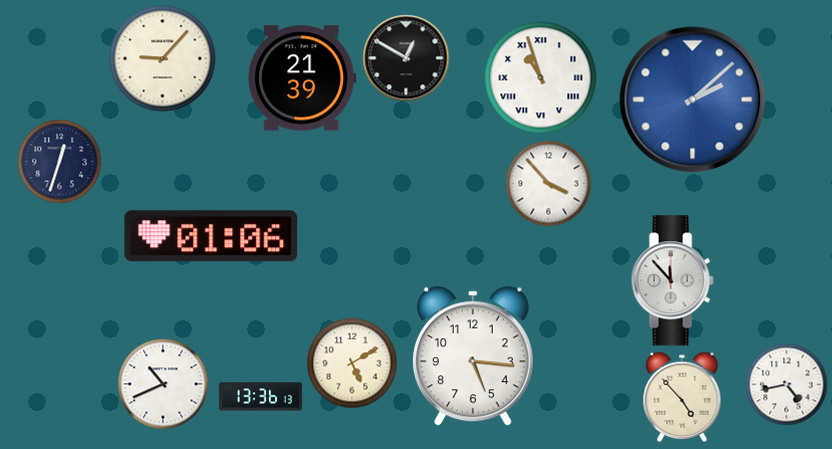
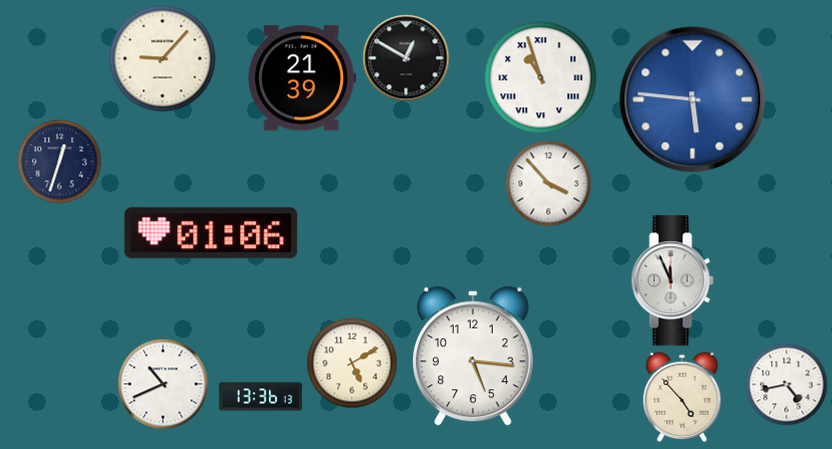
clock at (693, 100): 2:08 -> 5:46
clock at (211, 236) position: (211, 236) -> (211, 233)
clock at (672, 281): 11:53 -> 11:56
